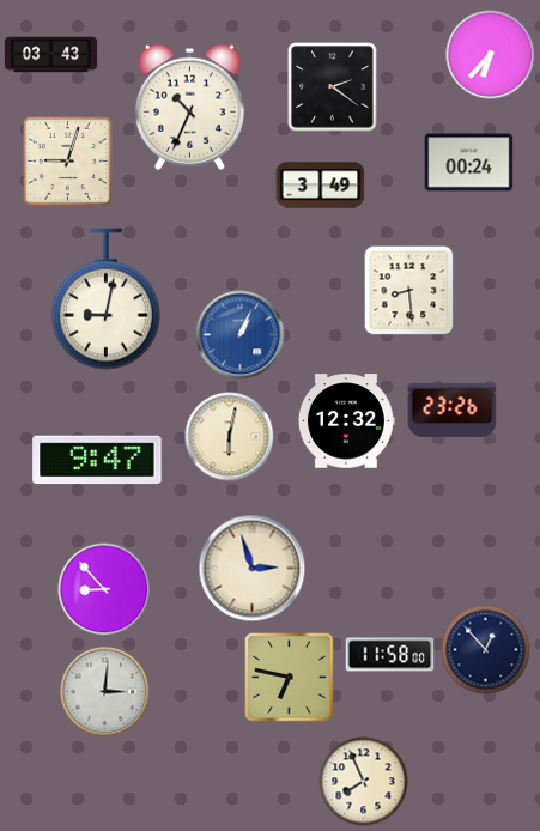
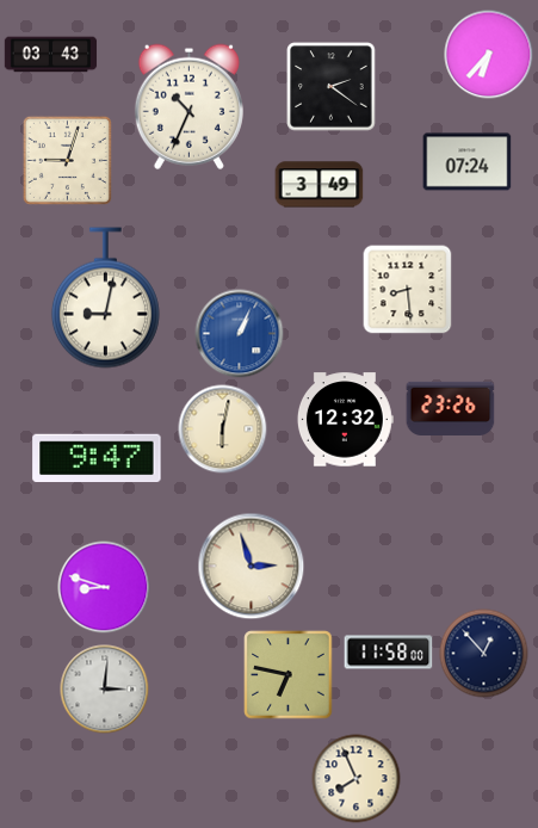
clock at (469, 163): 00:24 -> 07:24
clock at (230, 437) position: (230, 437) -> (223, 430)
clock at (104, 589): 8:53 -> 8:48
clock at (486, 650) position: (486, 650) -> (484, 654)
clock at (364, 782) position: (364, 782) -> (357, 779)
